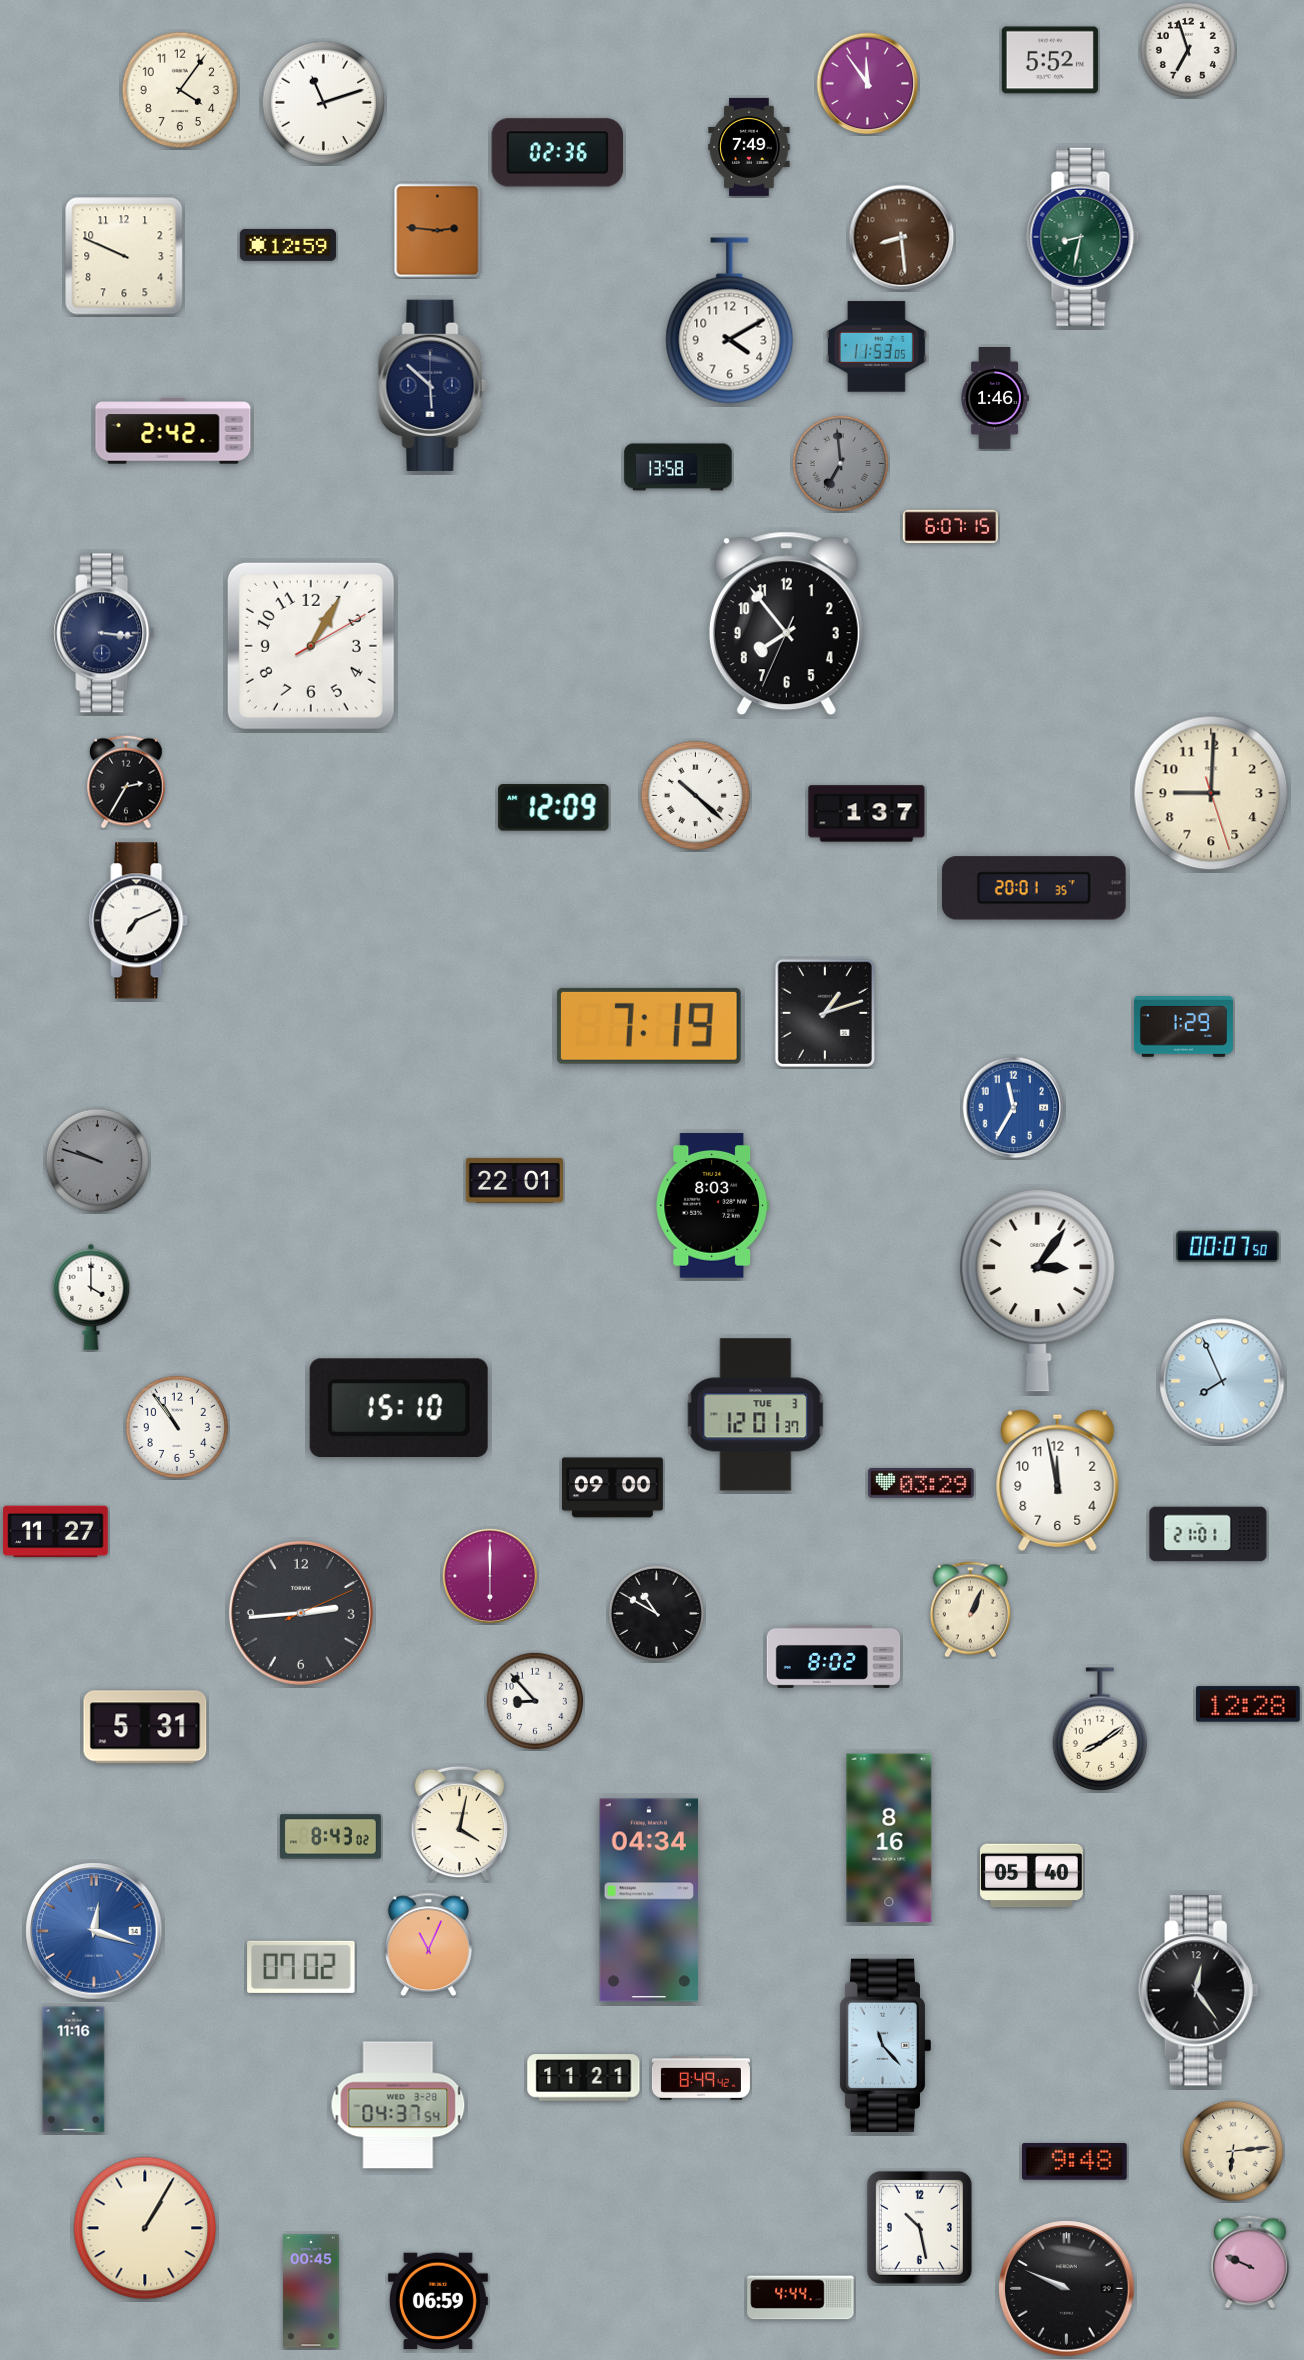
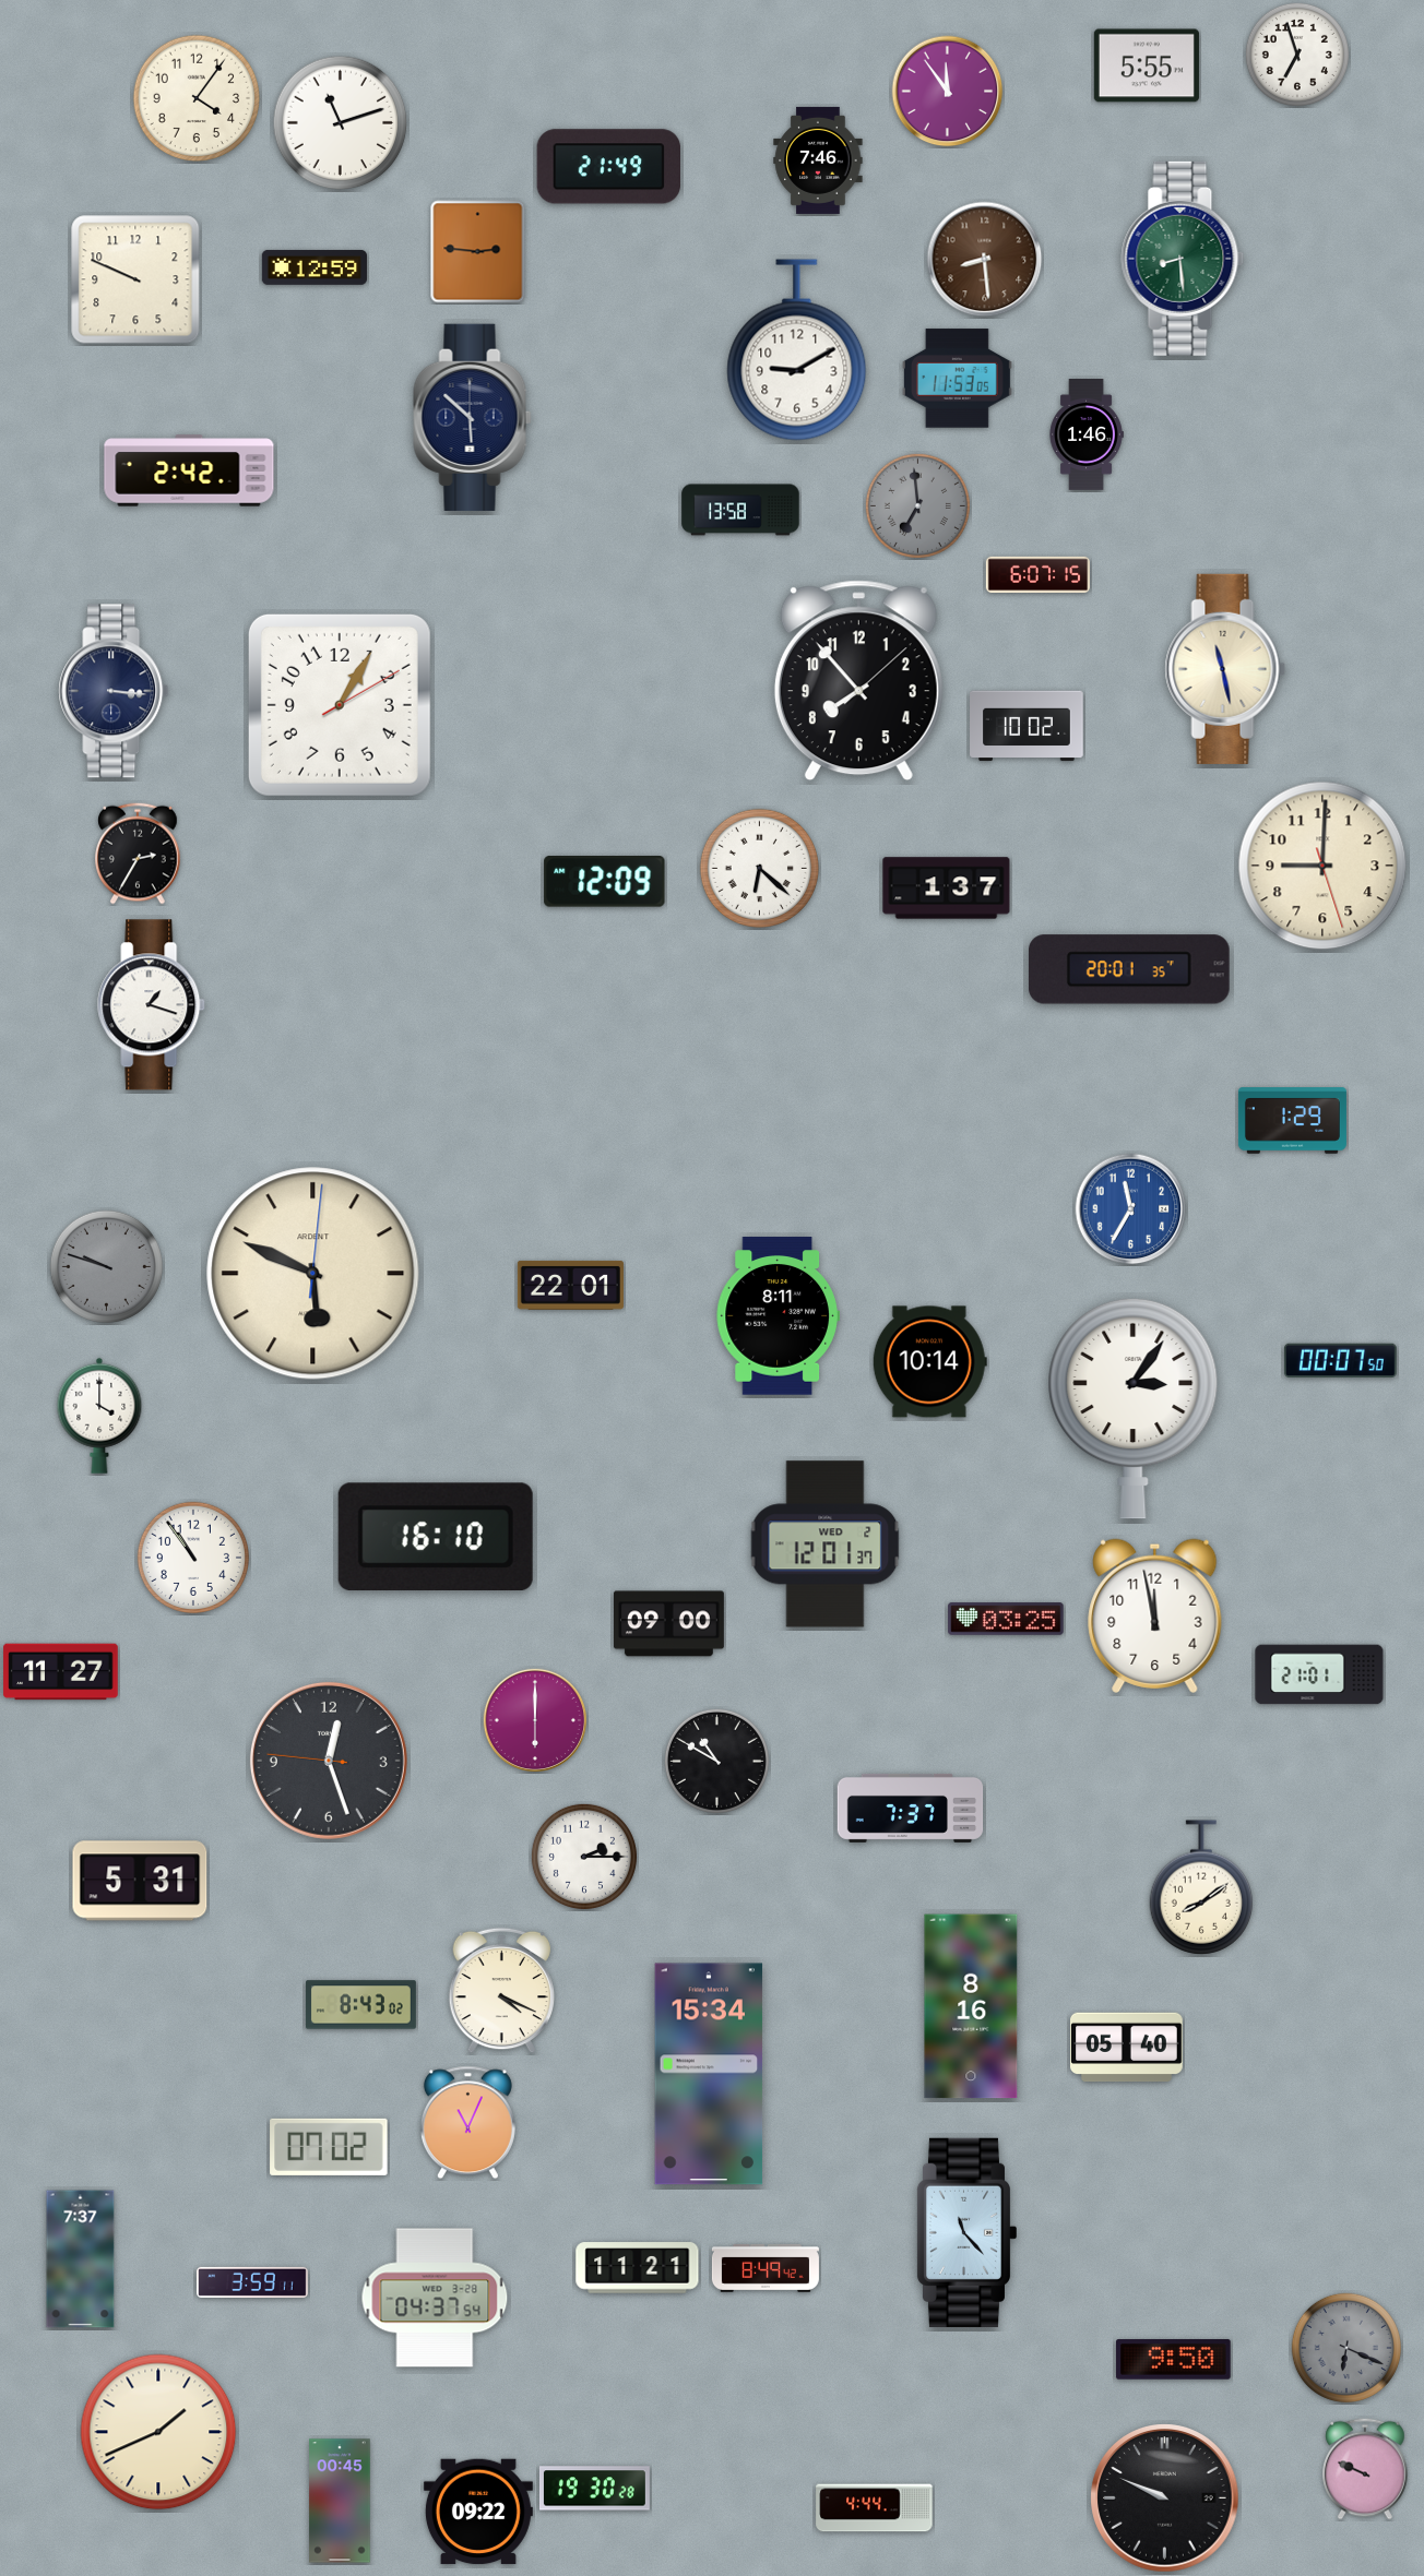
clock at (1050, 60): 5:52 -> 5:55
clock at (324, 103) position: (324, 103) -> (341, 123)
clock at (749, 147): 7:49 -> 7:46
clock at (557, 153): 02:36 -> 21:49
clock at (1083, 237): 8:32 -> 8:29
clock at (730, 321): 4:10 -> 9:10
clock at (433, 385) position: (433, 385) -> (473, 417)
clock at (1225, 669): none -> 11:28
clock at (786, 624): 7:53:34 -> 7:53:08
clock at (1027, 726): none -> 10:02
clock at (695, 795): 10:22 -> 6:22
clock at (139, 921): 7:11 -> 1:18
clock at (825, 1013): 1:12 -> none
clock at (649, 1026): 7:19 -> none
clock at (1014, 1108) position: (1014, 1108) -> (1131, 1209)
clock at (313, 1274): none -> 5:49
clock at (514, 1180) position: (514, 1180) -> (570, 1285)
clock at (712, 1206): 8:03 -> 8:11
clock at (929, 1362): none -> 10:14
clock at (1222, 1381): 7:56 -> none
clock at (399, 1407): 15:10 -> 16:10
clock at (756, 1415) date: TUE 3 -> WED 2
clock at (921, 1483): 03:29 -> 03:25
clock at (970, 1610): 1:04 -> none
clock at (301, 1613): 2:44 -> 12:26
clock at (834, 1656): 8:02 -> 7:37
clock at (535, 1701): 8:53 -> 2:15
clock at (1249, 1704): 12:28 -> none
clock at (145, 1727) position: (145, 1727) -> (140, 1881)
clock at (459, 1824): 4:02 -> 4:19
clock at (649, 1900): 04:34 -> 15:34
clock at (94, 1931): 12:18 -> none
clock at (1198, 1991): 12:24 -> none
clock at (74, 2070): 11:16 -> 7:37
clock at (253, 2282): none -> 3:59
clock at (1233, 2151): 6:14 -> 6:19
clock at (1233, 2151) dial: cream -> grey
clock at (1075, 2162): 9:48 -> 9:50
clock at (919, 2227): 10:28 -> none
clock at (145, 2228): 1:05 -> 1:41
clock at (594, 2489): none -> 19:30
clock at (438, 2301): 06:59 -> 09:22
